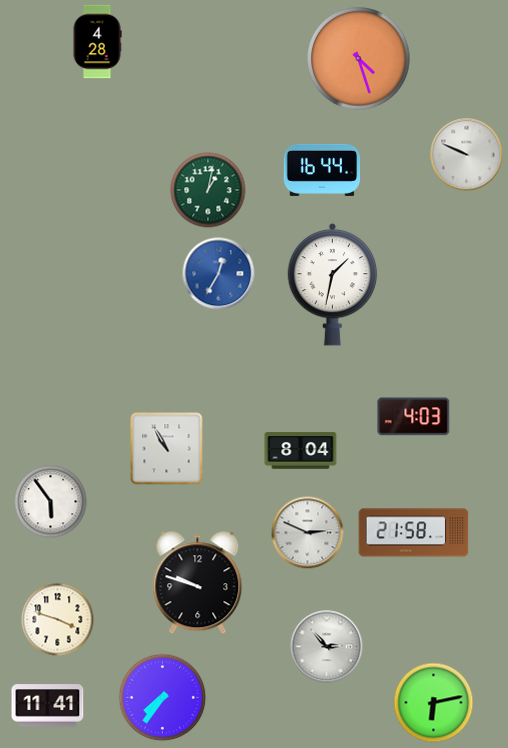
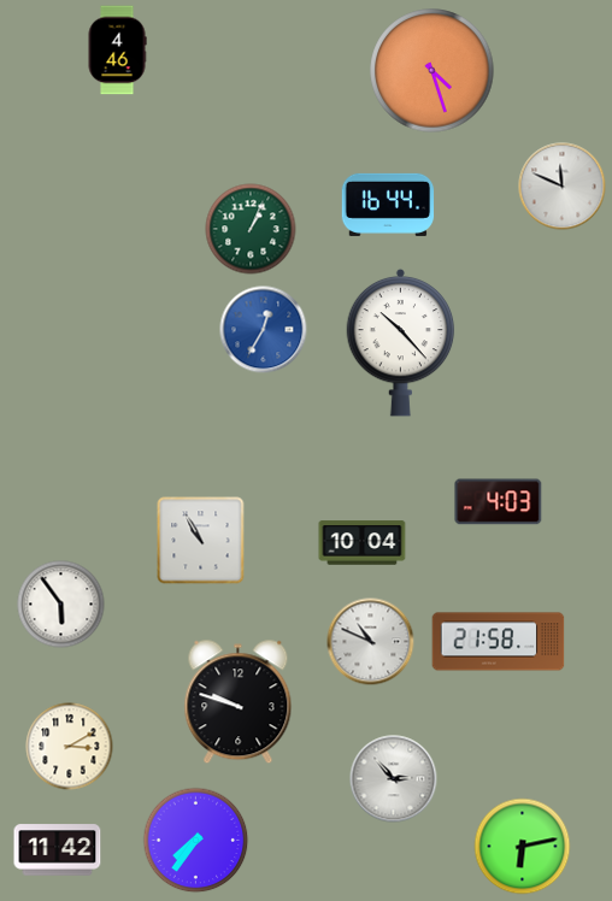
clock at (97, 42): 4:28 -> 4:46
clock at (467, 155): 9:49 -> 11:49
clock at (208, 190): 1:02 -> 1:04
clock at (333, 284): 1:32 -> 10:23
clock at (301, 451): 8:04 -> 10:04
clock at (308, 533): 2:49 -> 10:49
clock at (58, 620): 3:48 -> 3:10
clock at (48, 706): 11:41 -> 11:42
